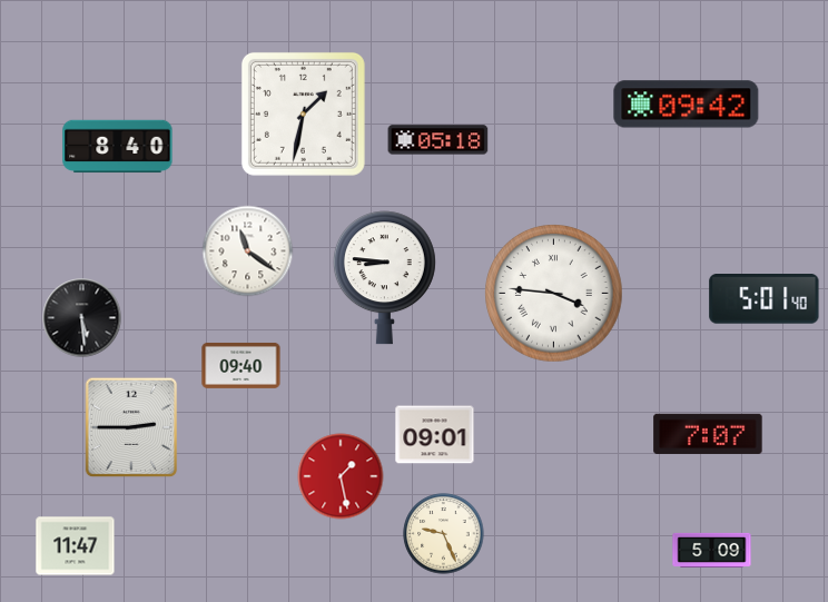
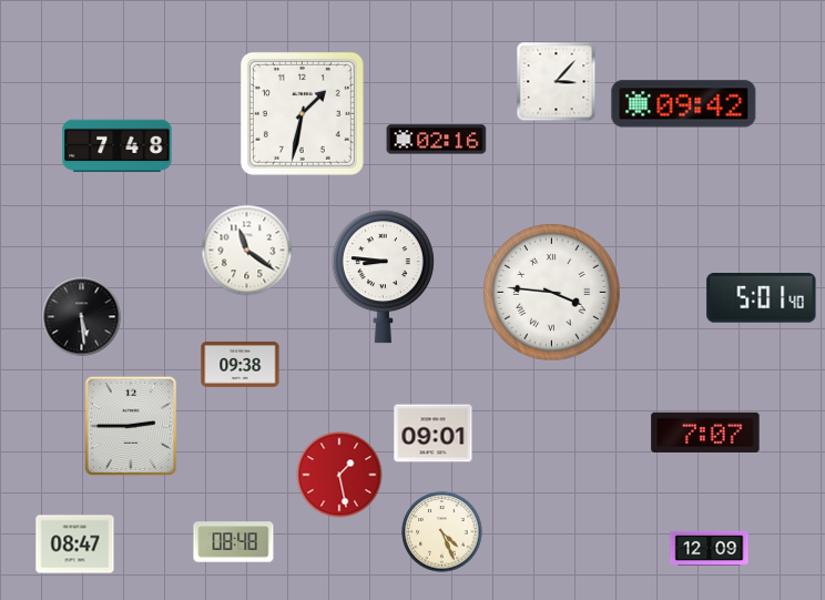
clock at (557, 82): none -> 3:07
clock at (438, 140): 05:18 -> 02:16
clock at (118, 147): 8:40 -> 7:48
clock at (241, 365): 09:40 -> 09:38
clock at (444, 534): 9:26 -> 4:26
clock at (234, 542): none -> 08:48
clock at (76, 546): 11:47 -> 08:47
clock at (712, 550): 5:09 -> 12:09
